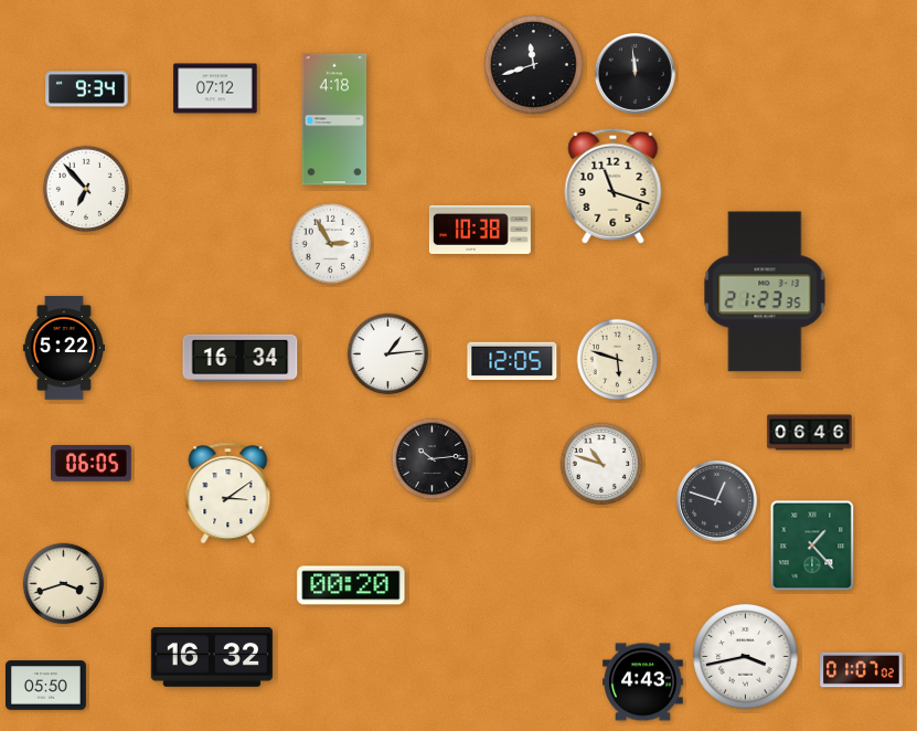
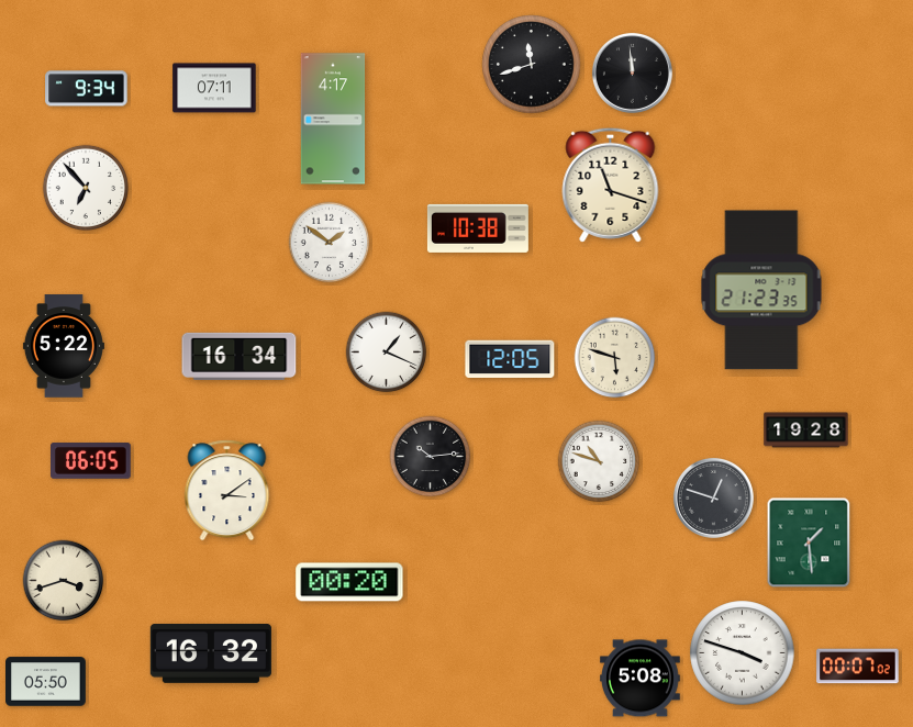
clock at (215, 88): 07:12 -> 07:11
clock at (334, 119): 4:18 -> 4:17
clock at (331, 244): 2:55 -> 1:51
clock at (388, 354): 1:14 -> 1:19
clock at (810, 433): 06:46 -> 19:28
clock at (812, 545): 1:23 -> 1:29
clock at (746, 657): 3:43 -> 3:48
clock at (862, 670): 01:07 -> 00:07
clock at (643, 682): 4:43 -> 5:08
